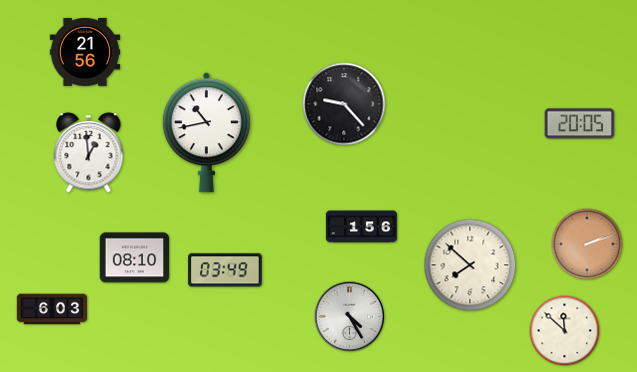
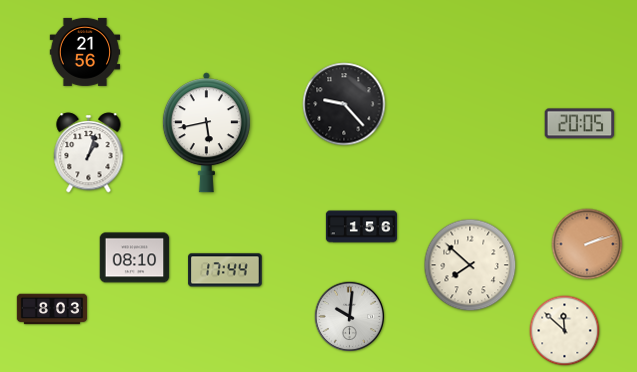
clock at (206, 133): 10:43 -> 5:43
clock at (89, 153): 12:59 -> 1:03
clock at (225, 270): 03:49 -> 17:44
clock at (52, 309): 6:03 -> 8:03
clock at (350, 317): 4:25 -> 10:01
